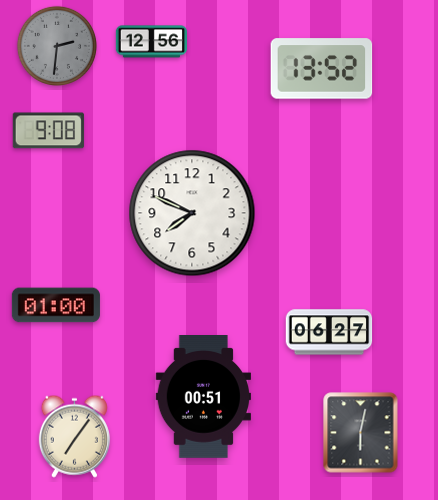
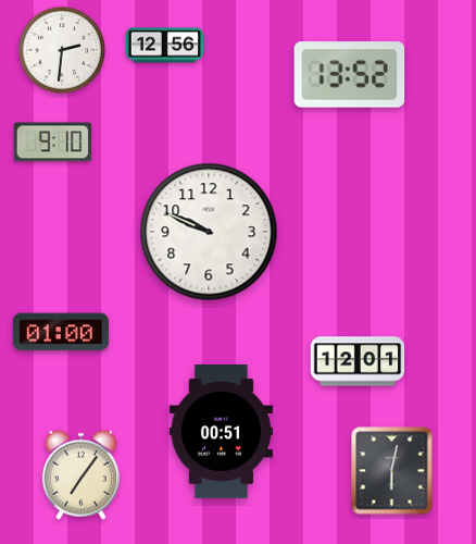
clock at (57, 46) dial: grey -> white
clock at (48, 131): 9:08 -> 9:10
clock at (192, 213): 7:49 -> 9:49
clock at (329, 332): 06:27 -> 12:01
